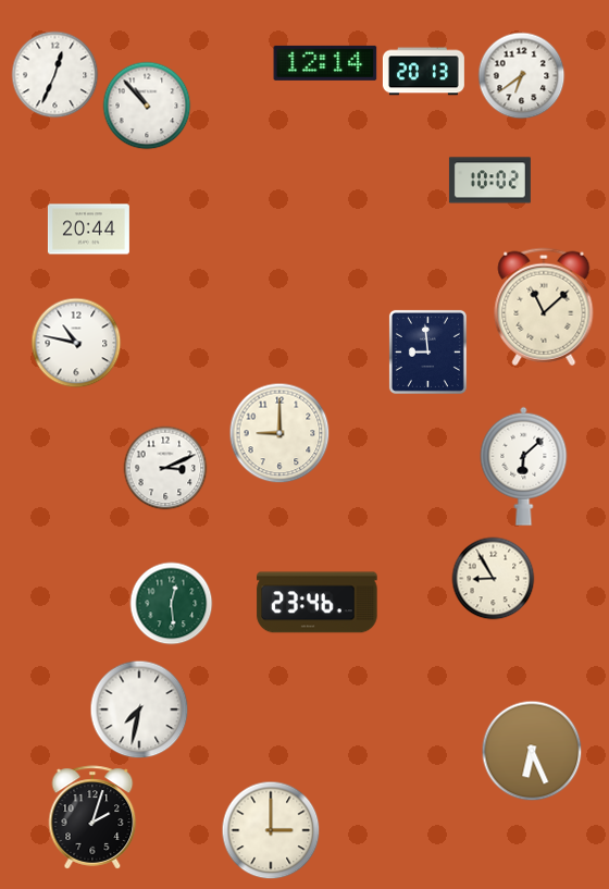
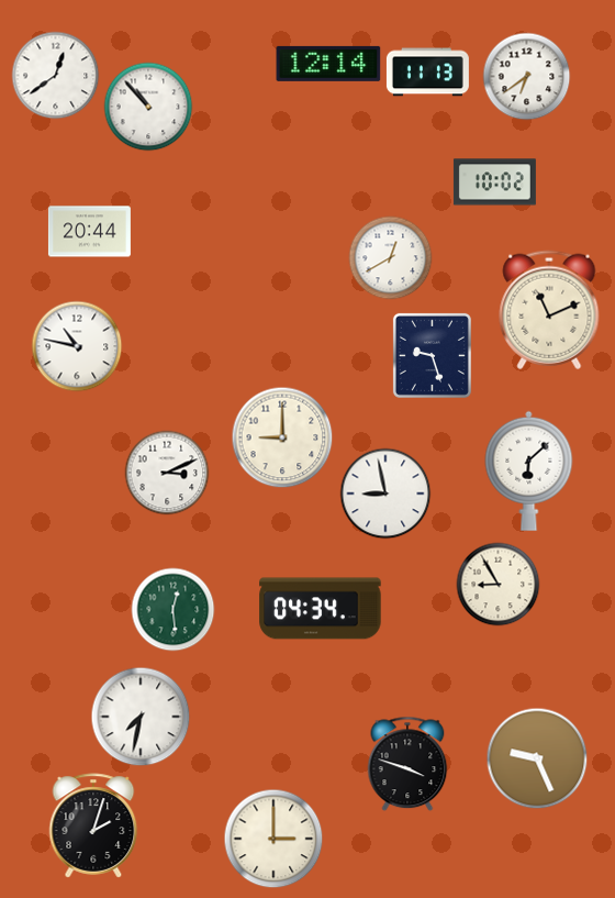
clock at (423, 72): 20:13 -> 11:13
clock at (55, 75): 12:34 -> 12:39
clock at (391, 258): none -> 12:40
clock at (544, 307): 11:08 -> 11:11
clock at (427, 351): 8:59 -> 9:27
clock at (385, 494): none -> 8:58
clock at (318, 603): 23:46 -> 04:34
clock at (532, 751): 6:26 -> 9:26
clock at (407, 764): none -> 3:48
